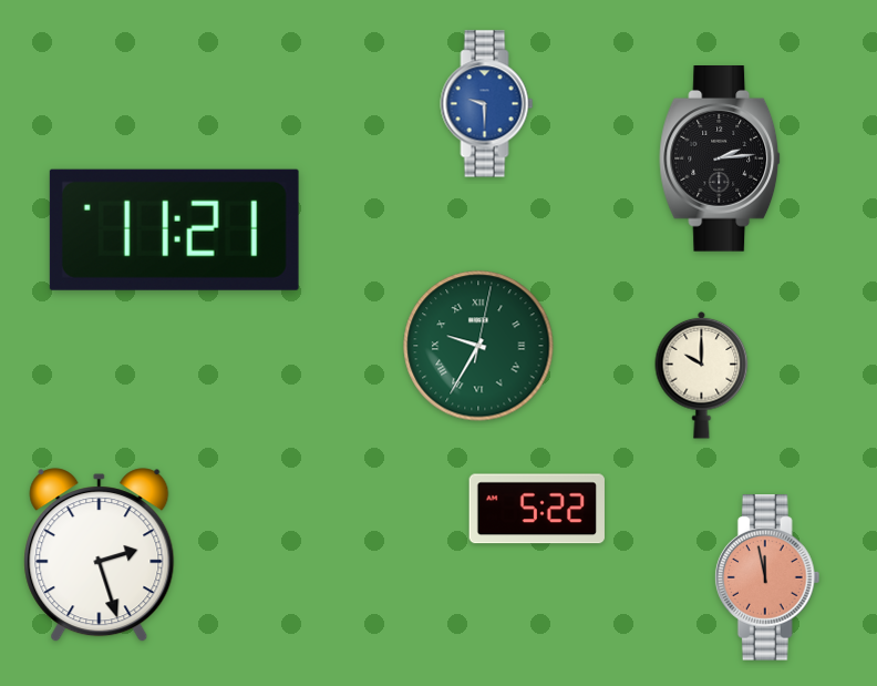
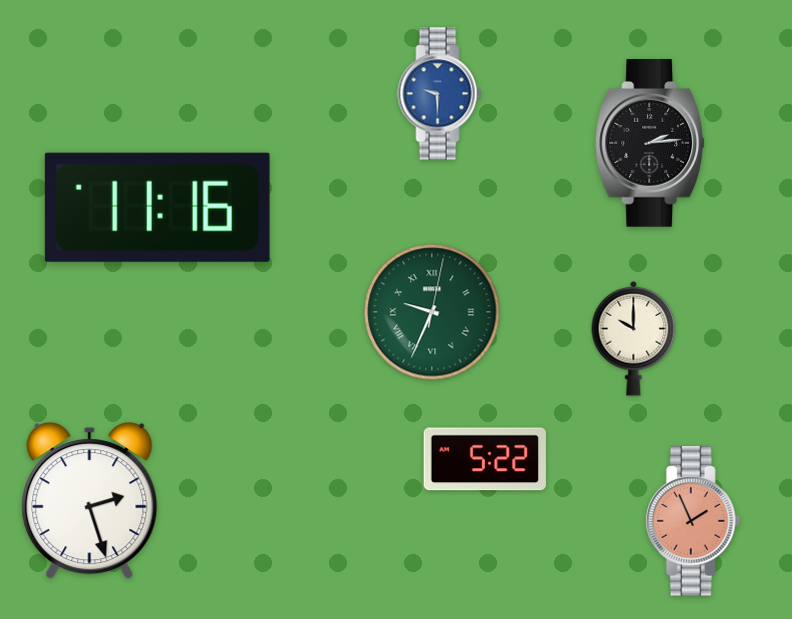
clock at (174, 229): 11:21 -> 11:16
clock at (478, 346): 9:35 -> 9:34
clock at (767, 577): 11:58 -> 1:56
